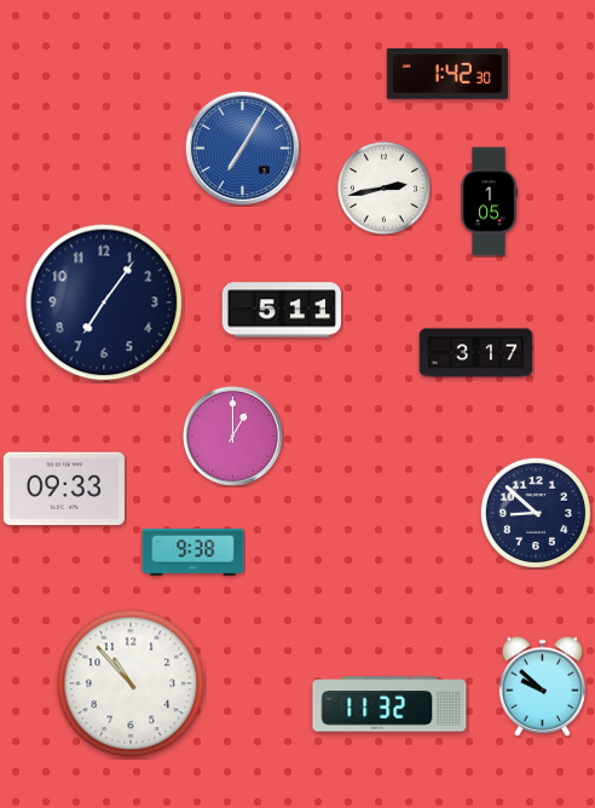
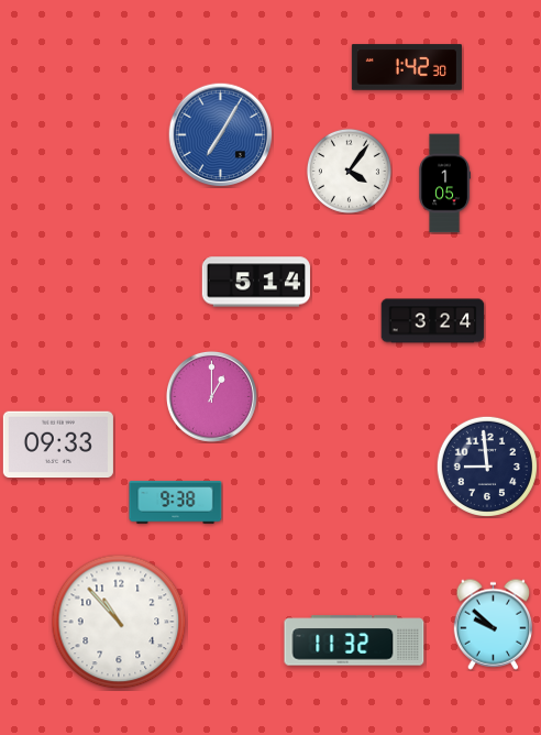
clock at (383, 187): 2:43 -> 4:06
clock at (104, 302): 7:06 -> none
clock at (282, 310): 5:11 -> 5:14
clock at (476, 353): 3:17 -> 3:24
clock at (535, 512): 8:52 -> 8:59
